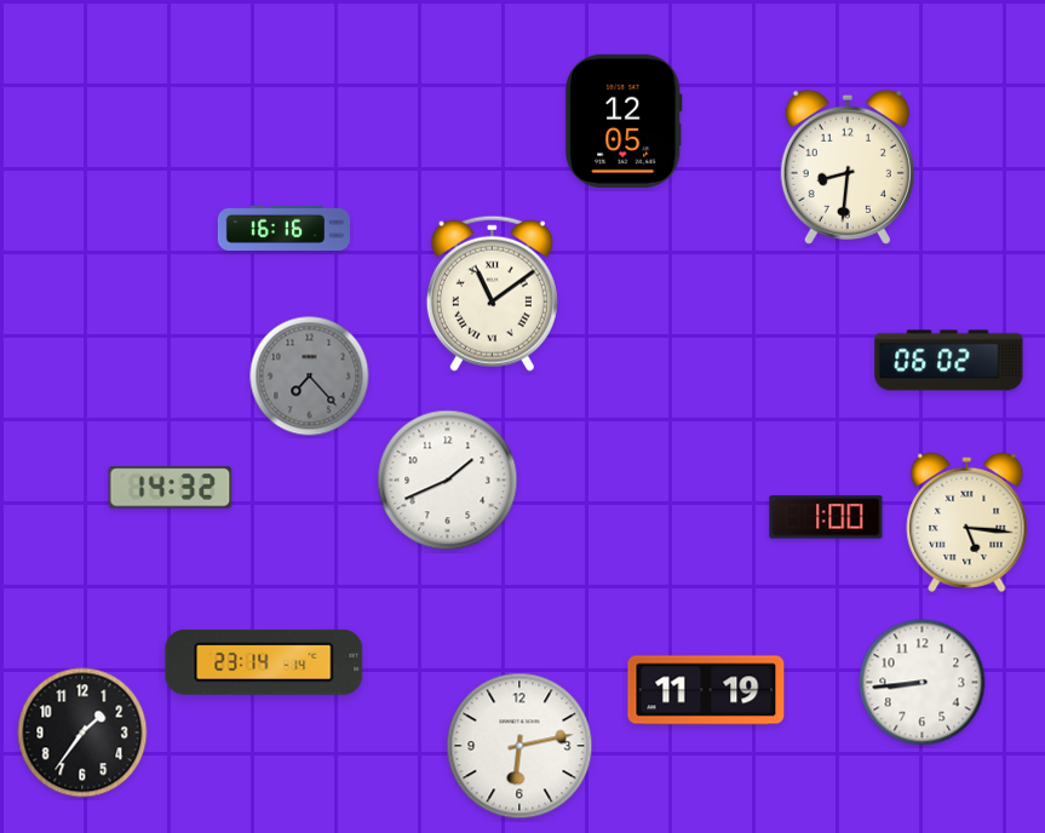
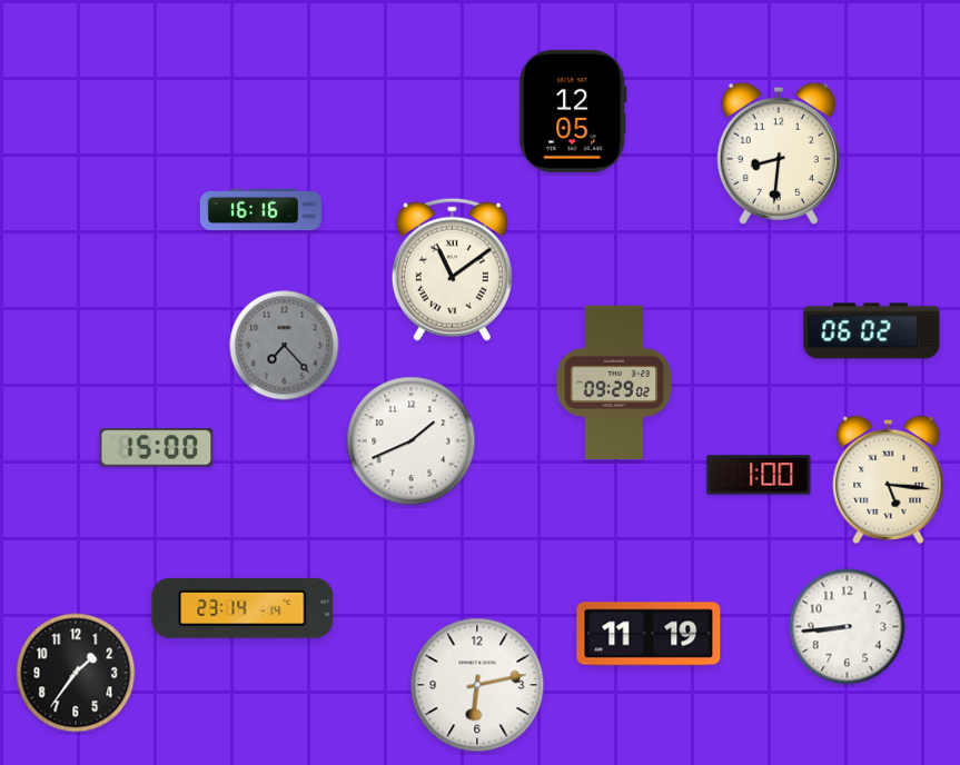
clock at (614, 383): none -> 09:29
clock at (171, 488): 14:32 -> 15:00
